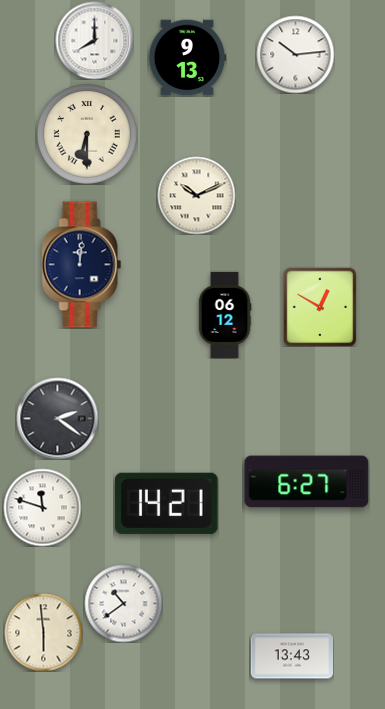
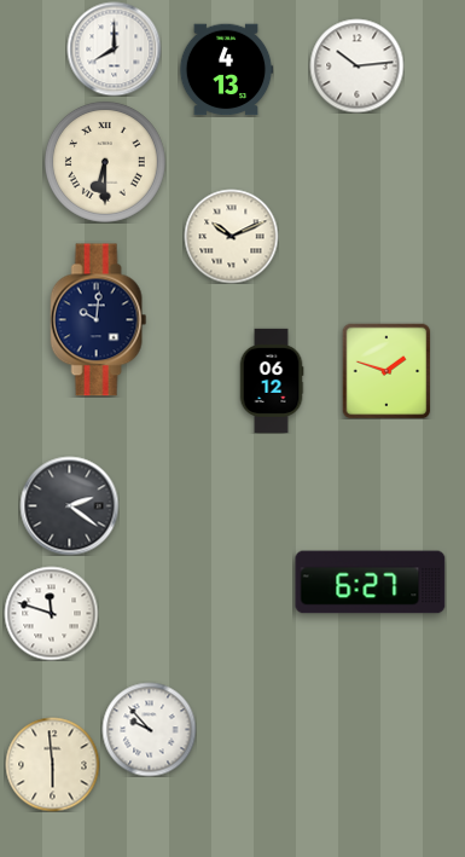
clock at (187, 58): 9:13 -> 4:13
clock at (196, 195) position: (196, 195) -> (231, 236)
clock at (82, 265): 12:01 -> 10:01
clock at (320, 307): 12:50 -> 1:48
clock at (167, 503): 14:21 -> none
clock at (123, 603): 10:39 -> 9:53
clock at (292, 656): 13:43 -> none
